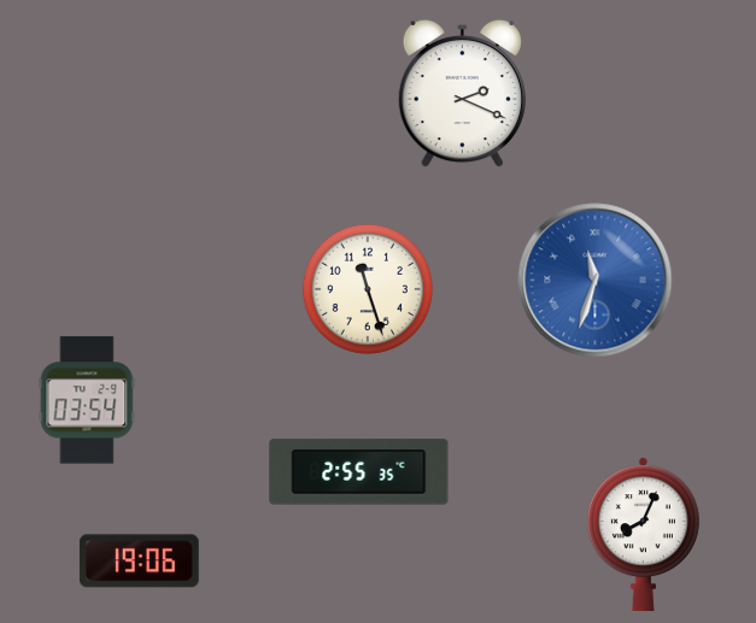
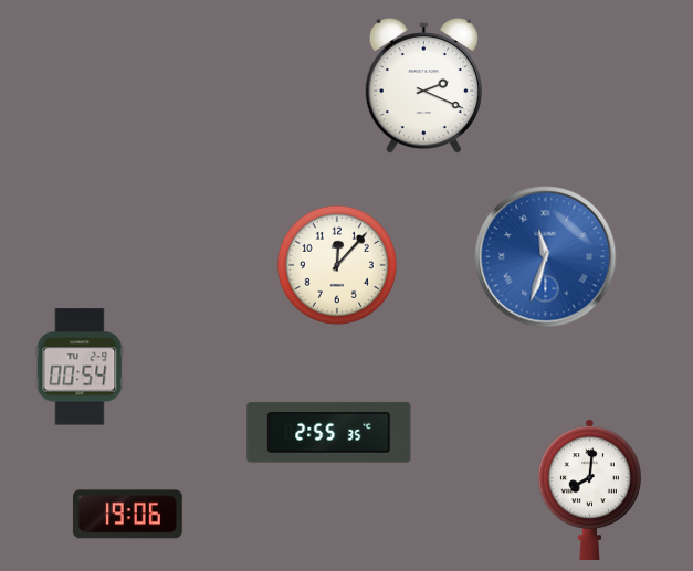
clock at (368, 289): 11:27 -> 12:07
clock at (87, 400): 03:54 -> 00:54
clock at (643, 535): 8:04 -> 8:01
